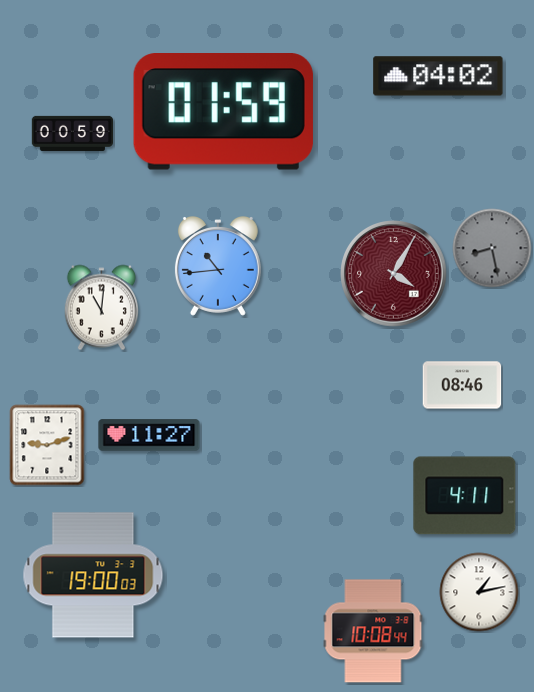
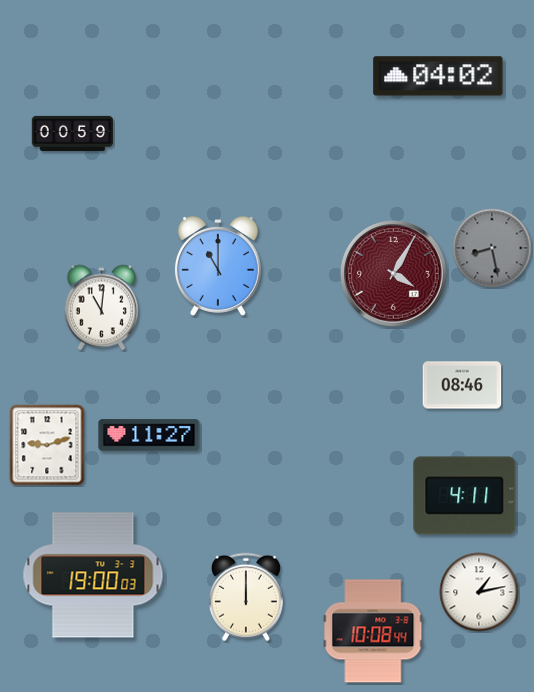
clock at (223, 112): 01:59 -> none
clock at (218, 267): 10:44 -> 11:00
clock at (246, 597): none -> 12:00
